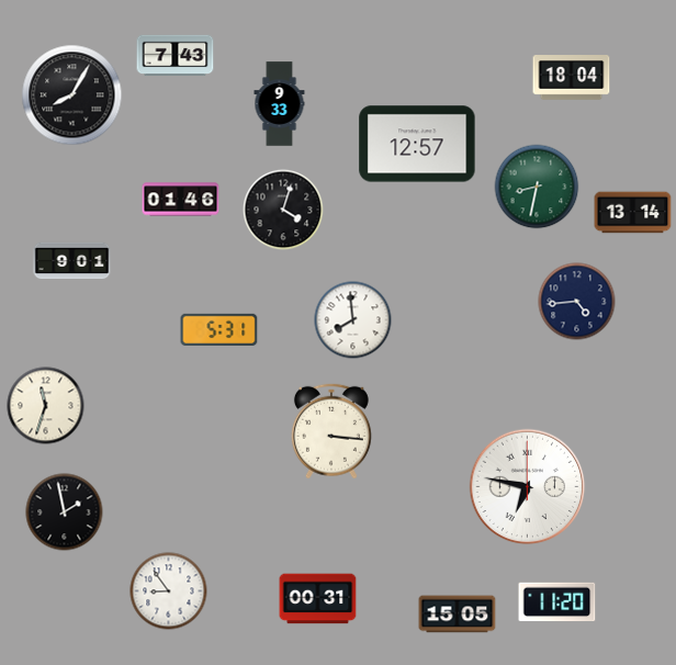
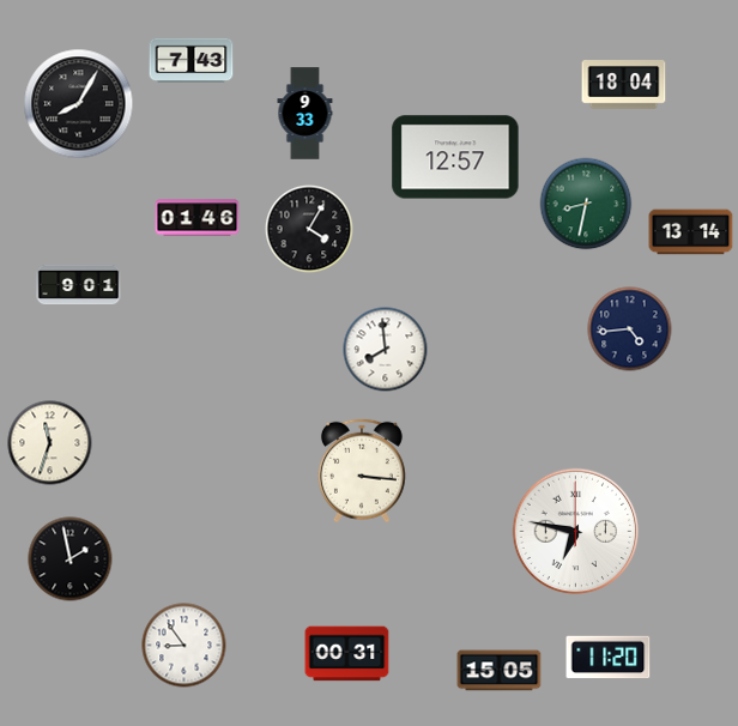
clock at (283, 210): 4:03 -> 4:05
clock at (219, 329): 5:31 -> none
